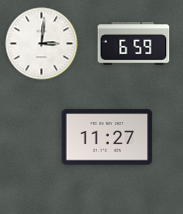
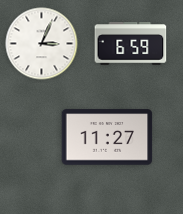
clock at (42, 44): 3:01 -> 3:04
clock at (134, 44) position: (134, 44) -> (131, 44)
